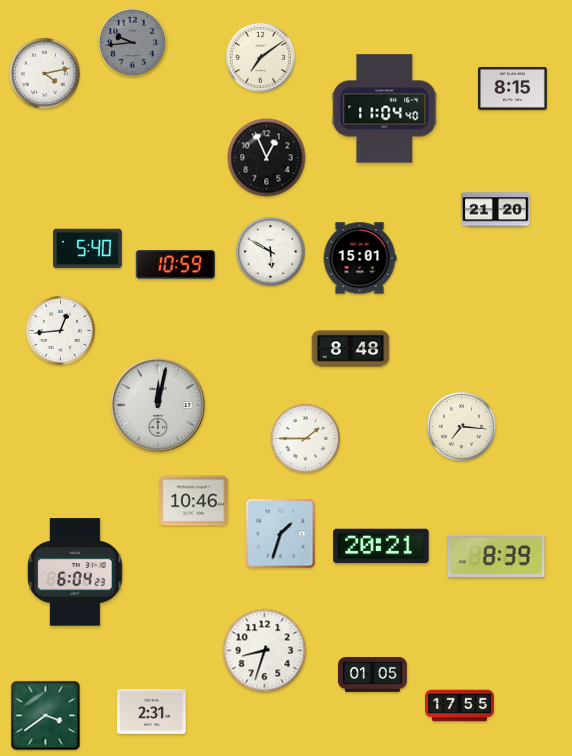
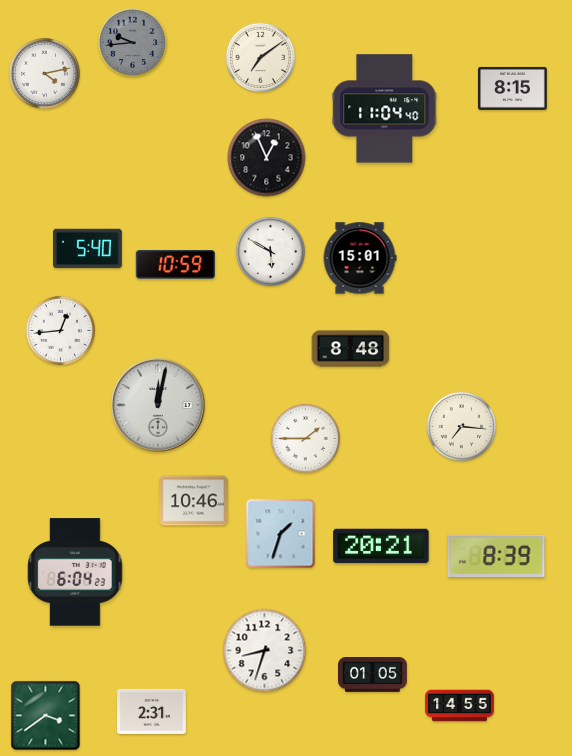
clock at (496, 210): 21:20 -> none
clock at (460, 706): 17:55 -> 14:55
